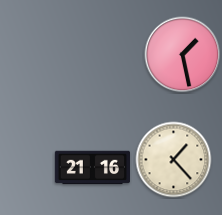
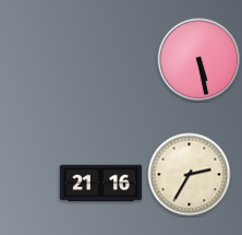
clock at (183, 55): 1:28 -> 5:28
clock at (174, 160): 1:23 -> 2:35
